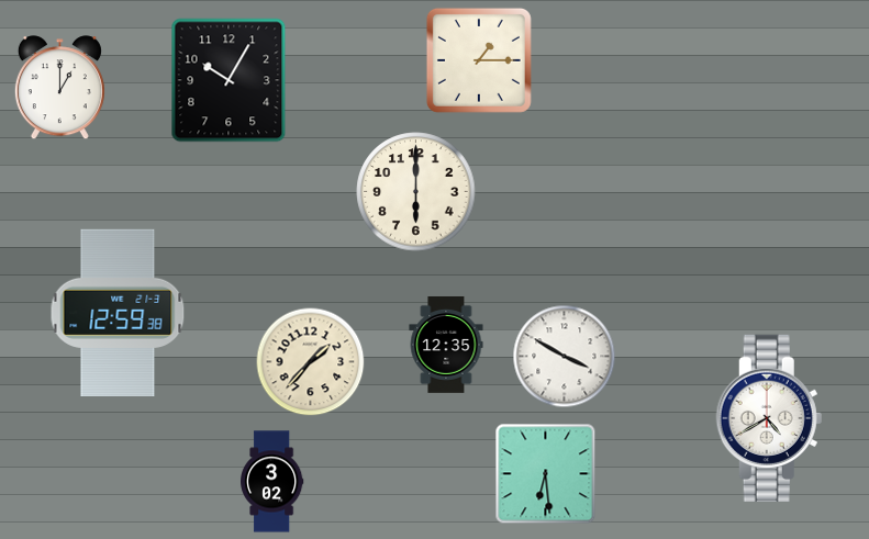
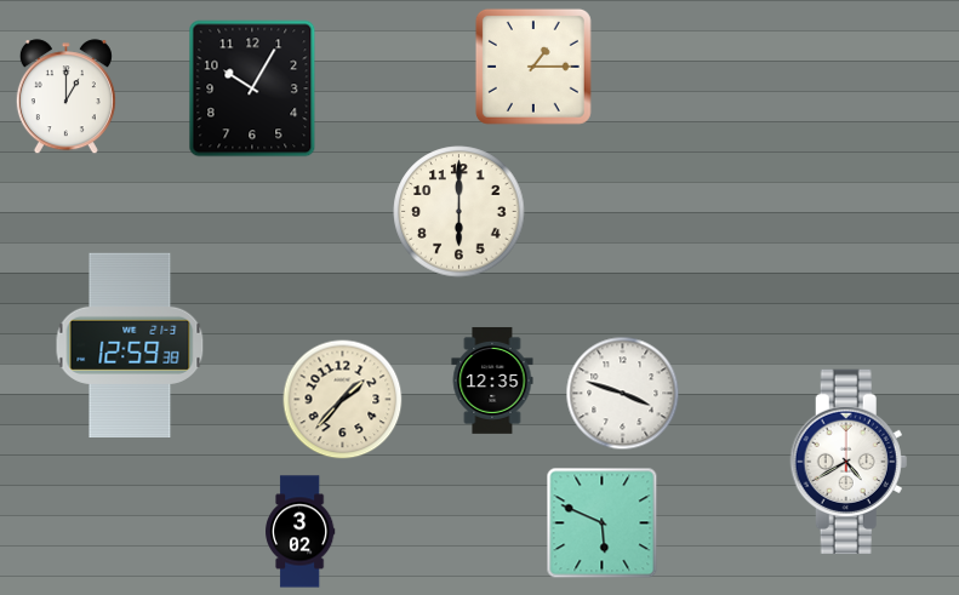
clock at (479, 60) position: (479, 60) -> (533, 67)
clock at (565, 357): 3:50 -> 3:48
clock at (546, 474): 6:29 -> 5:49
